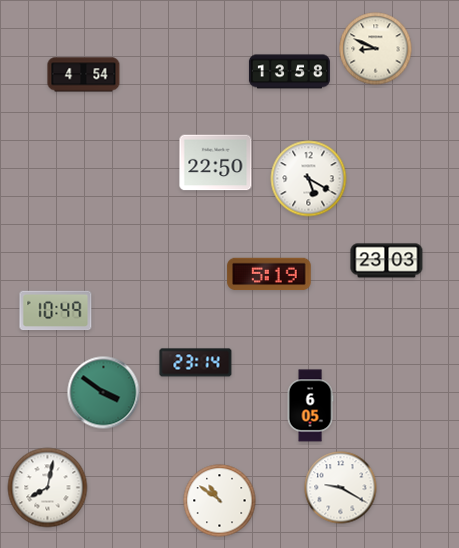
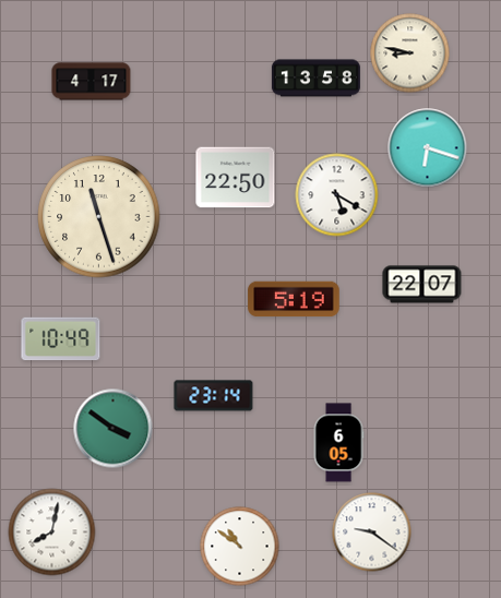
clock at (376, 49): 8:49 -> 8:47
clock at (84, 75): 4:54 -> 4:17
clock at (428, 148): none -> 6:18
clock at (99, 217): none -> 11:27
clock at (387, 261): 23:03 -> 22:07
clock at (341, 488): 9:20 -> 9:21
